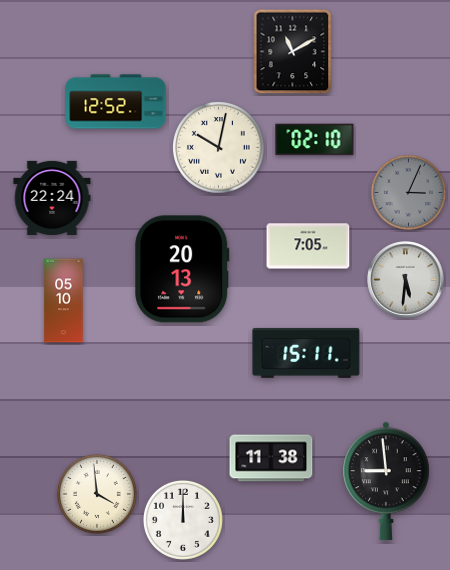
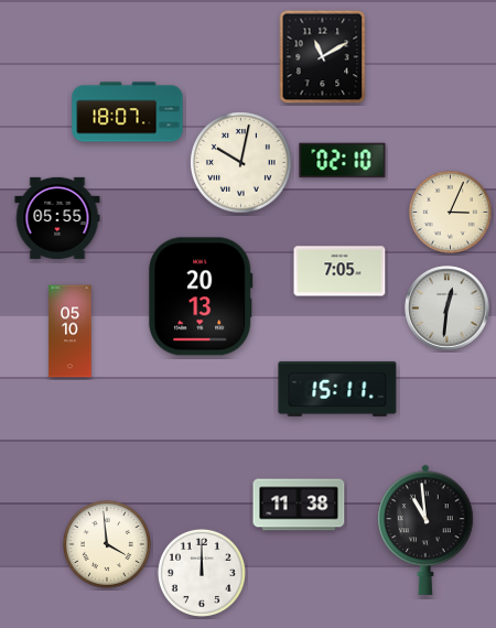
clock at (116, 102): 12:52 -> 18:07
clock at (315, 140) position: (315, 140) -> (343, 161)
clock at (408, 192) dial: grey -> cream
clock at (52, 198): 22:24 -> 05:55
clock at (406, 280): 5:31 -> 12:31
clock at (386, 481): 8:59 -> 10:59
